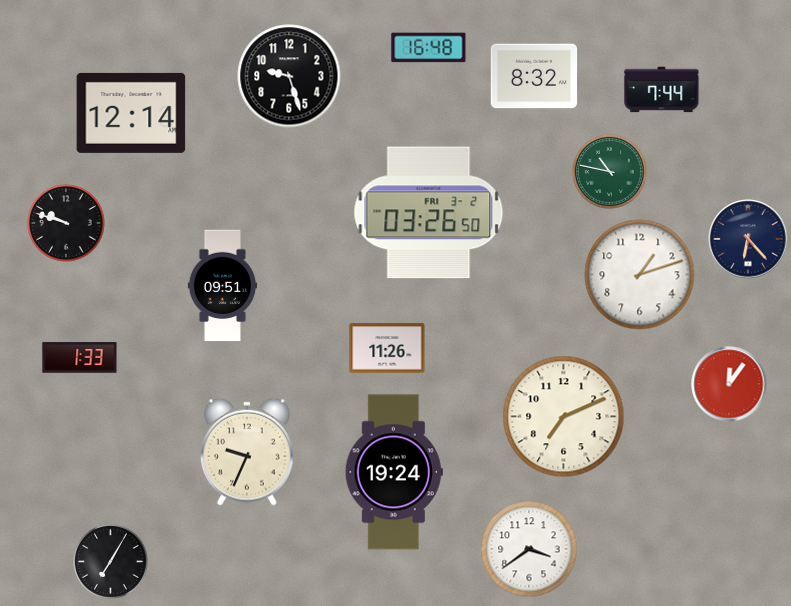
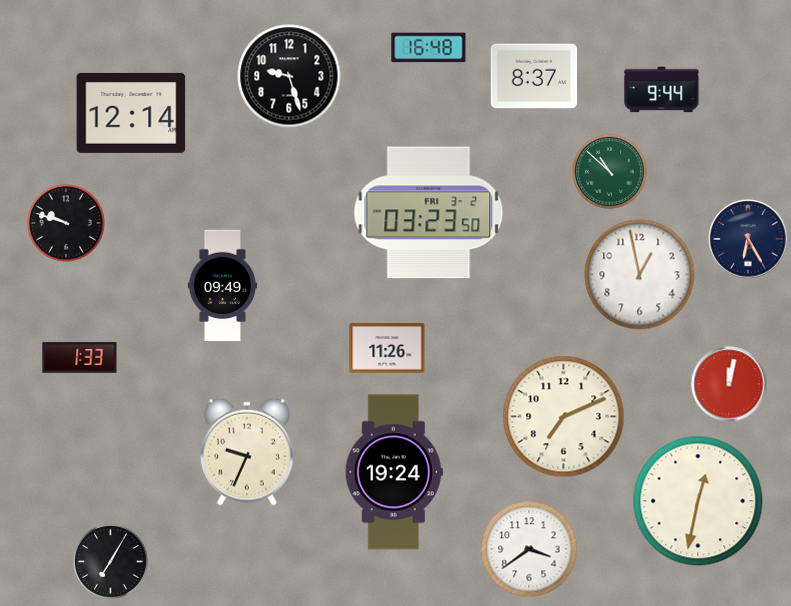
clock at (534, 76): 8:32 -> 8:37
clock at (662, 90): 7:44 -> 9:44
clock at (610, 172): 10:47 -> 10:52
clock at (429, 213): 03:26 -> 03:23
clock at (748, 239): 6:23 -> 6:25
clock at (640, 275): 1:12 -> 12:58
clock at (222, 286): 09:51 -> 09:49
clock at (729, 384): 12:06 -> 12:02
clock at (698, 501): none -> 12:32
